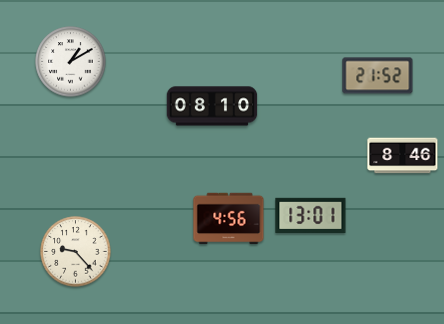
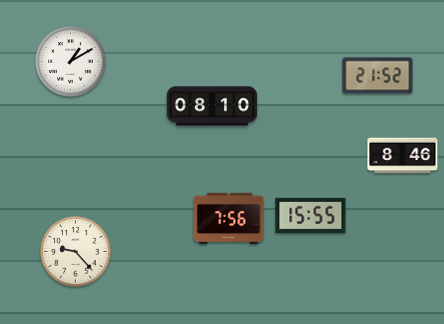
clock at (311, 215): 13:01 -> 15:55
clock at (229, 219): 4:56 -> 7:56
